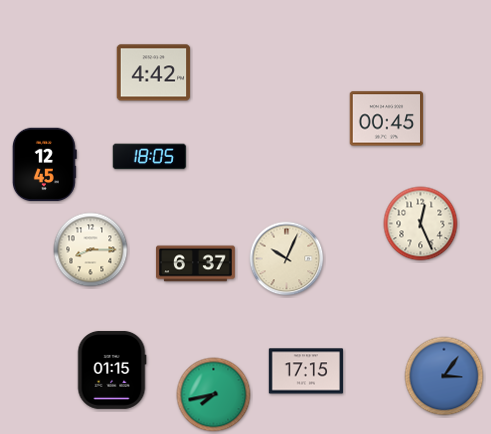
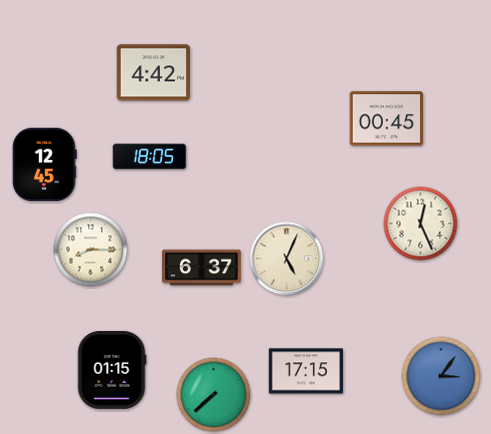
clock at (287, 259): 10:04 -> 5:04
clock at (196, 264) position: (196, 264) -> (202, 268)
clock at (444, 376) position: (444, 376) -> (441, 376)
clock at (214, 395): 7:43 -> 7:38
